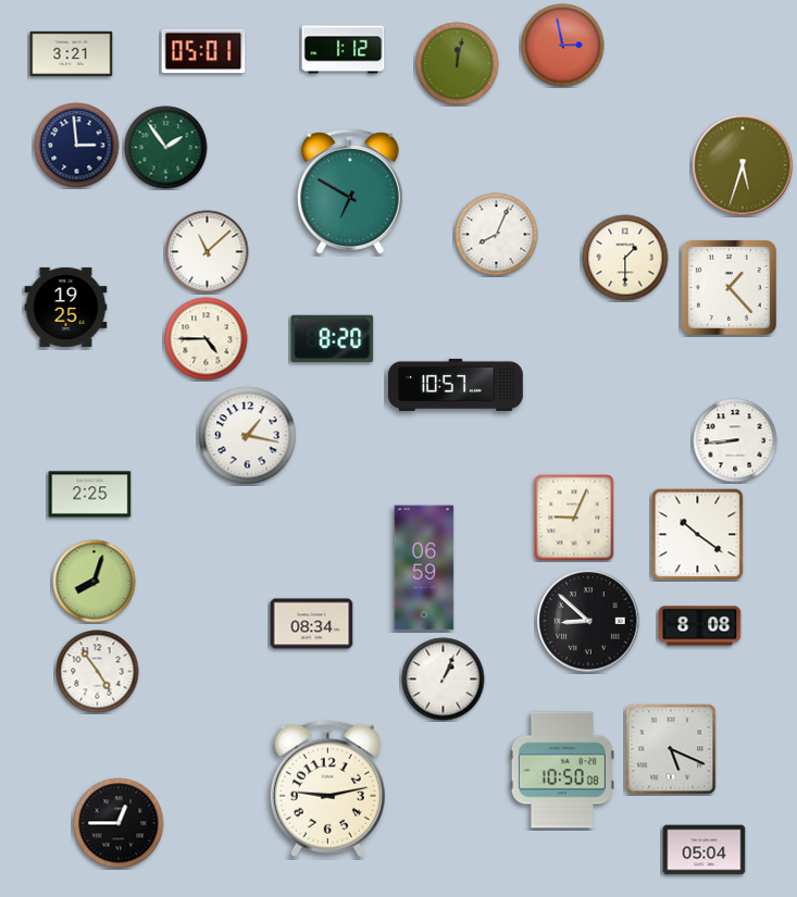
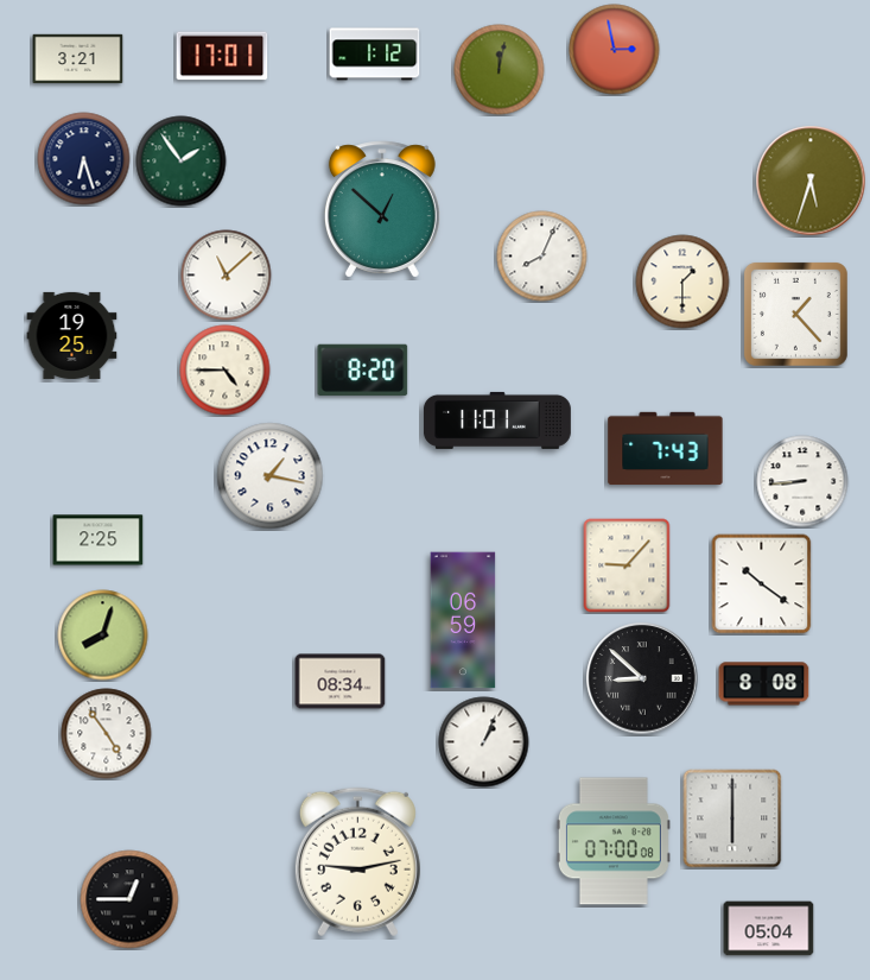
clock at (203, 51): 05:01 -> 17:01
clock at (77, 146): 2:59 -> 6:27
clock at (350, 191): 6:50 -> 12:52
clock at (456, 385): 10:57 -> 11:01
clock at (666, 449): none -> 7:43
clock at (574, 518): 9:04 -> 9:07
clock at (671, 749): 5:19 -> 6:00
clock at (562, 770): 10:50 -> 07:00
